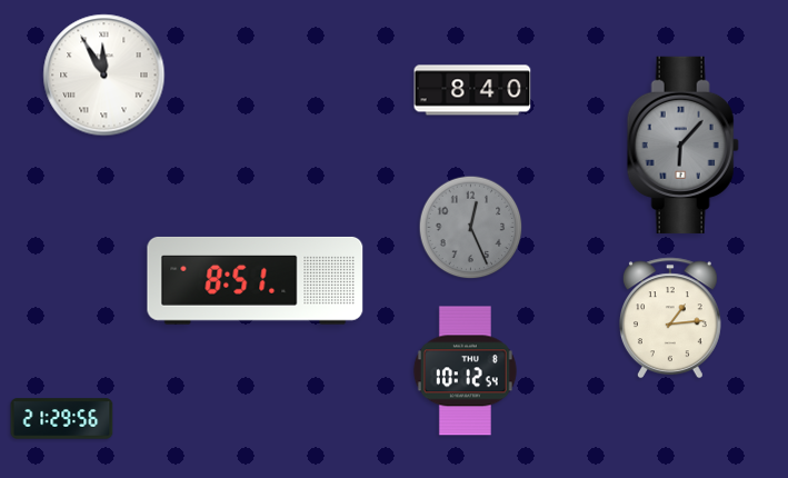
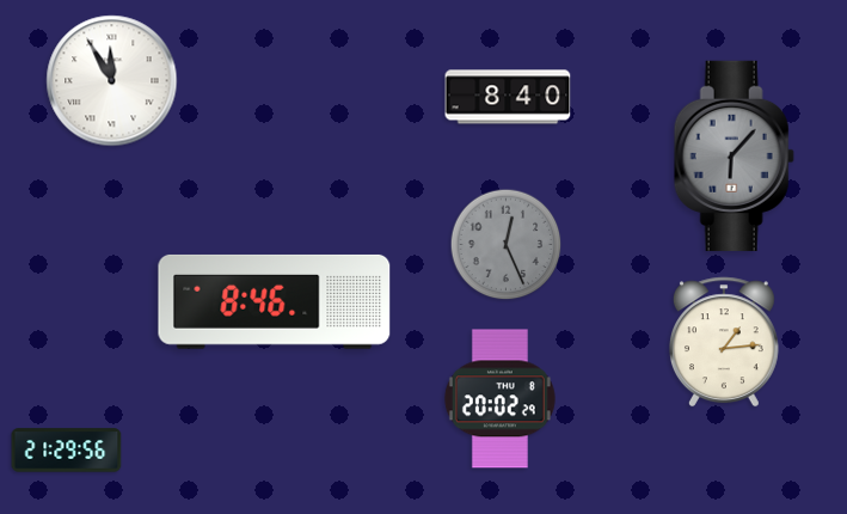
clock at (256, 280): 8:51 -> 8:46
clock at (670, 318) position: (670, 318) -> (724, 342)
clock at (465, 371): 10:12 -> 20:02
